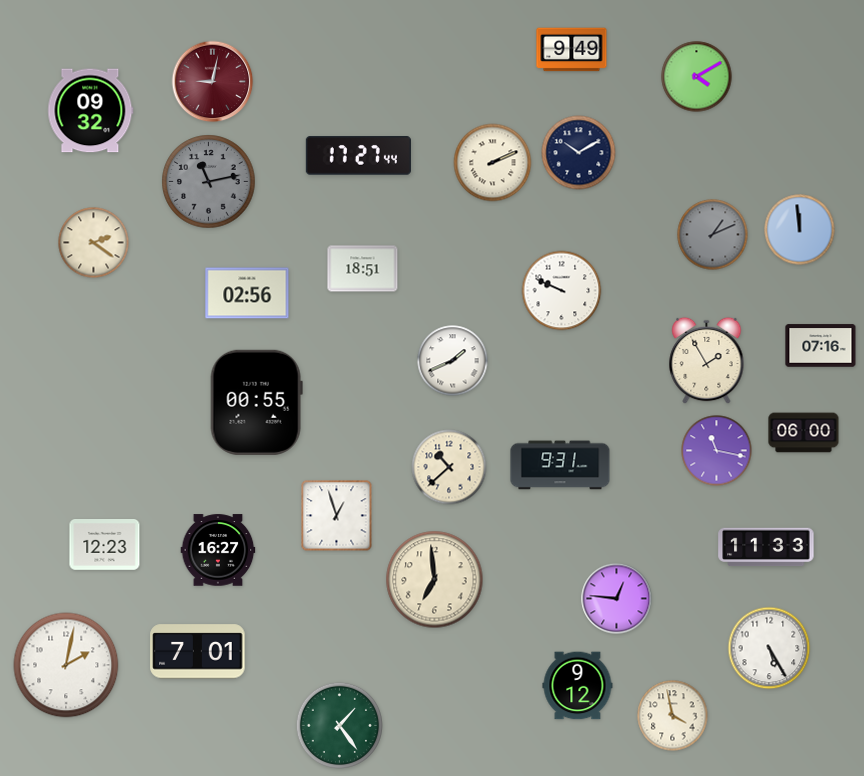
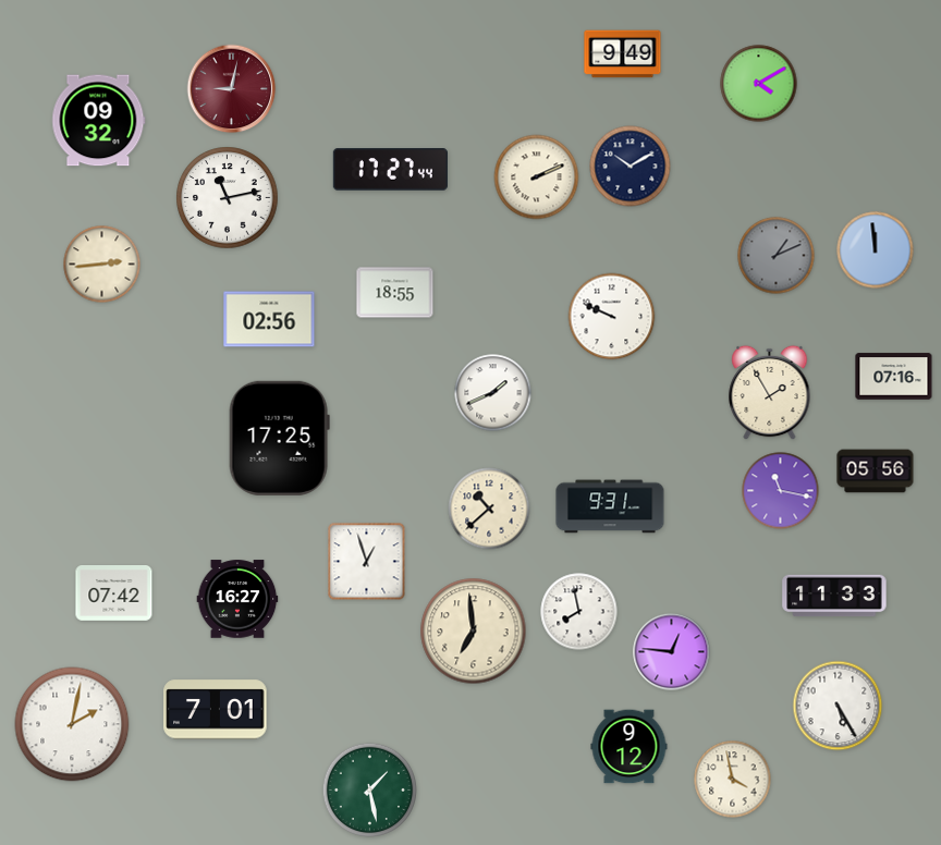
clock at (209, 182) dial: grey -> white
clock at (800, 230) position: (800, 230) -> (876, 250)
clock at (94, 243): 2:21 -> 2:44
clock at (363, 269): 18:51 -> 18:55
clock at (256, 402): 00:55 -> 17:25
clock at (804, 433): 06:00 -> 05:56
clock at (105, 545): 12:23 -> 07:42
clock at (579, 612): none -> 7:58
clock at (339, 725): 1:24 -> 1:28
